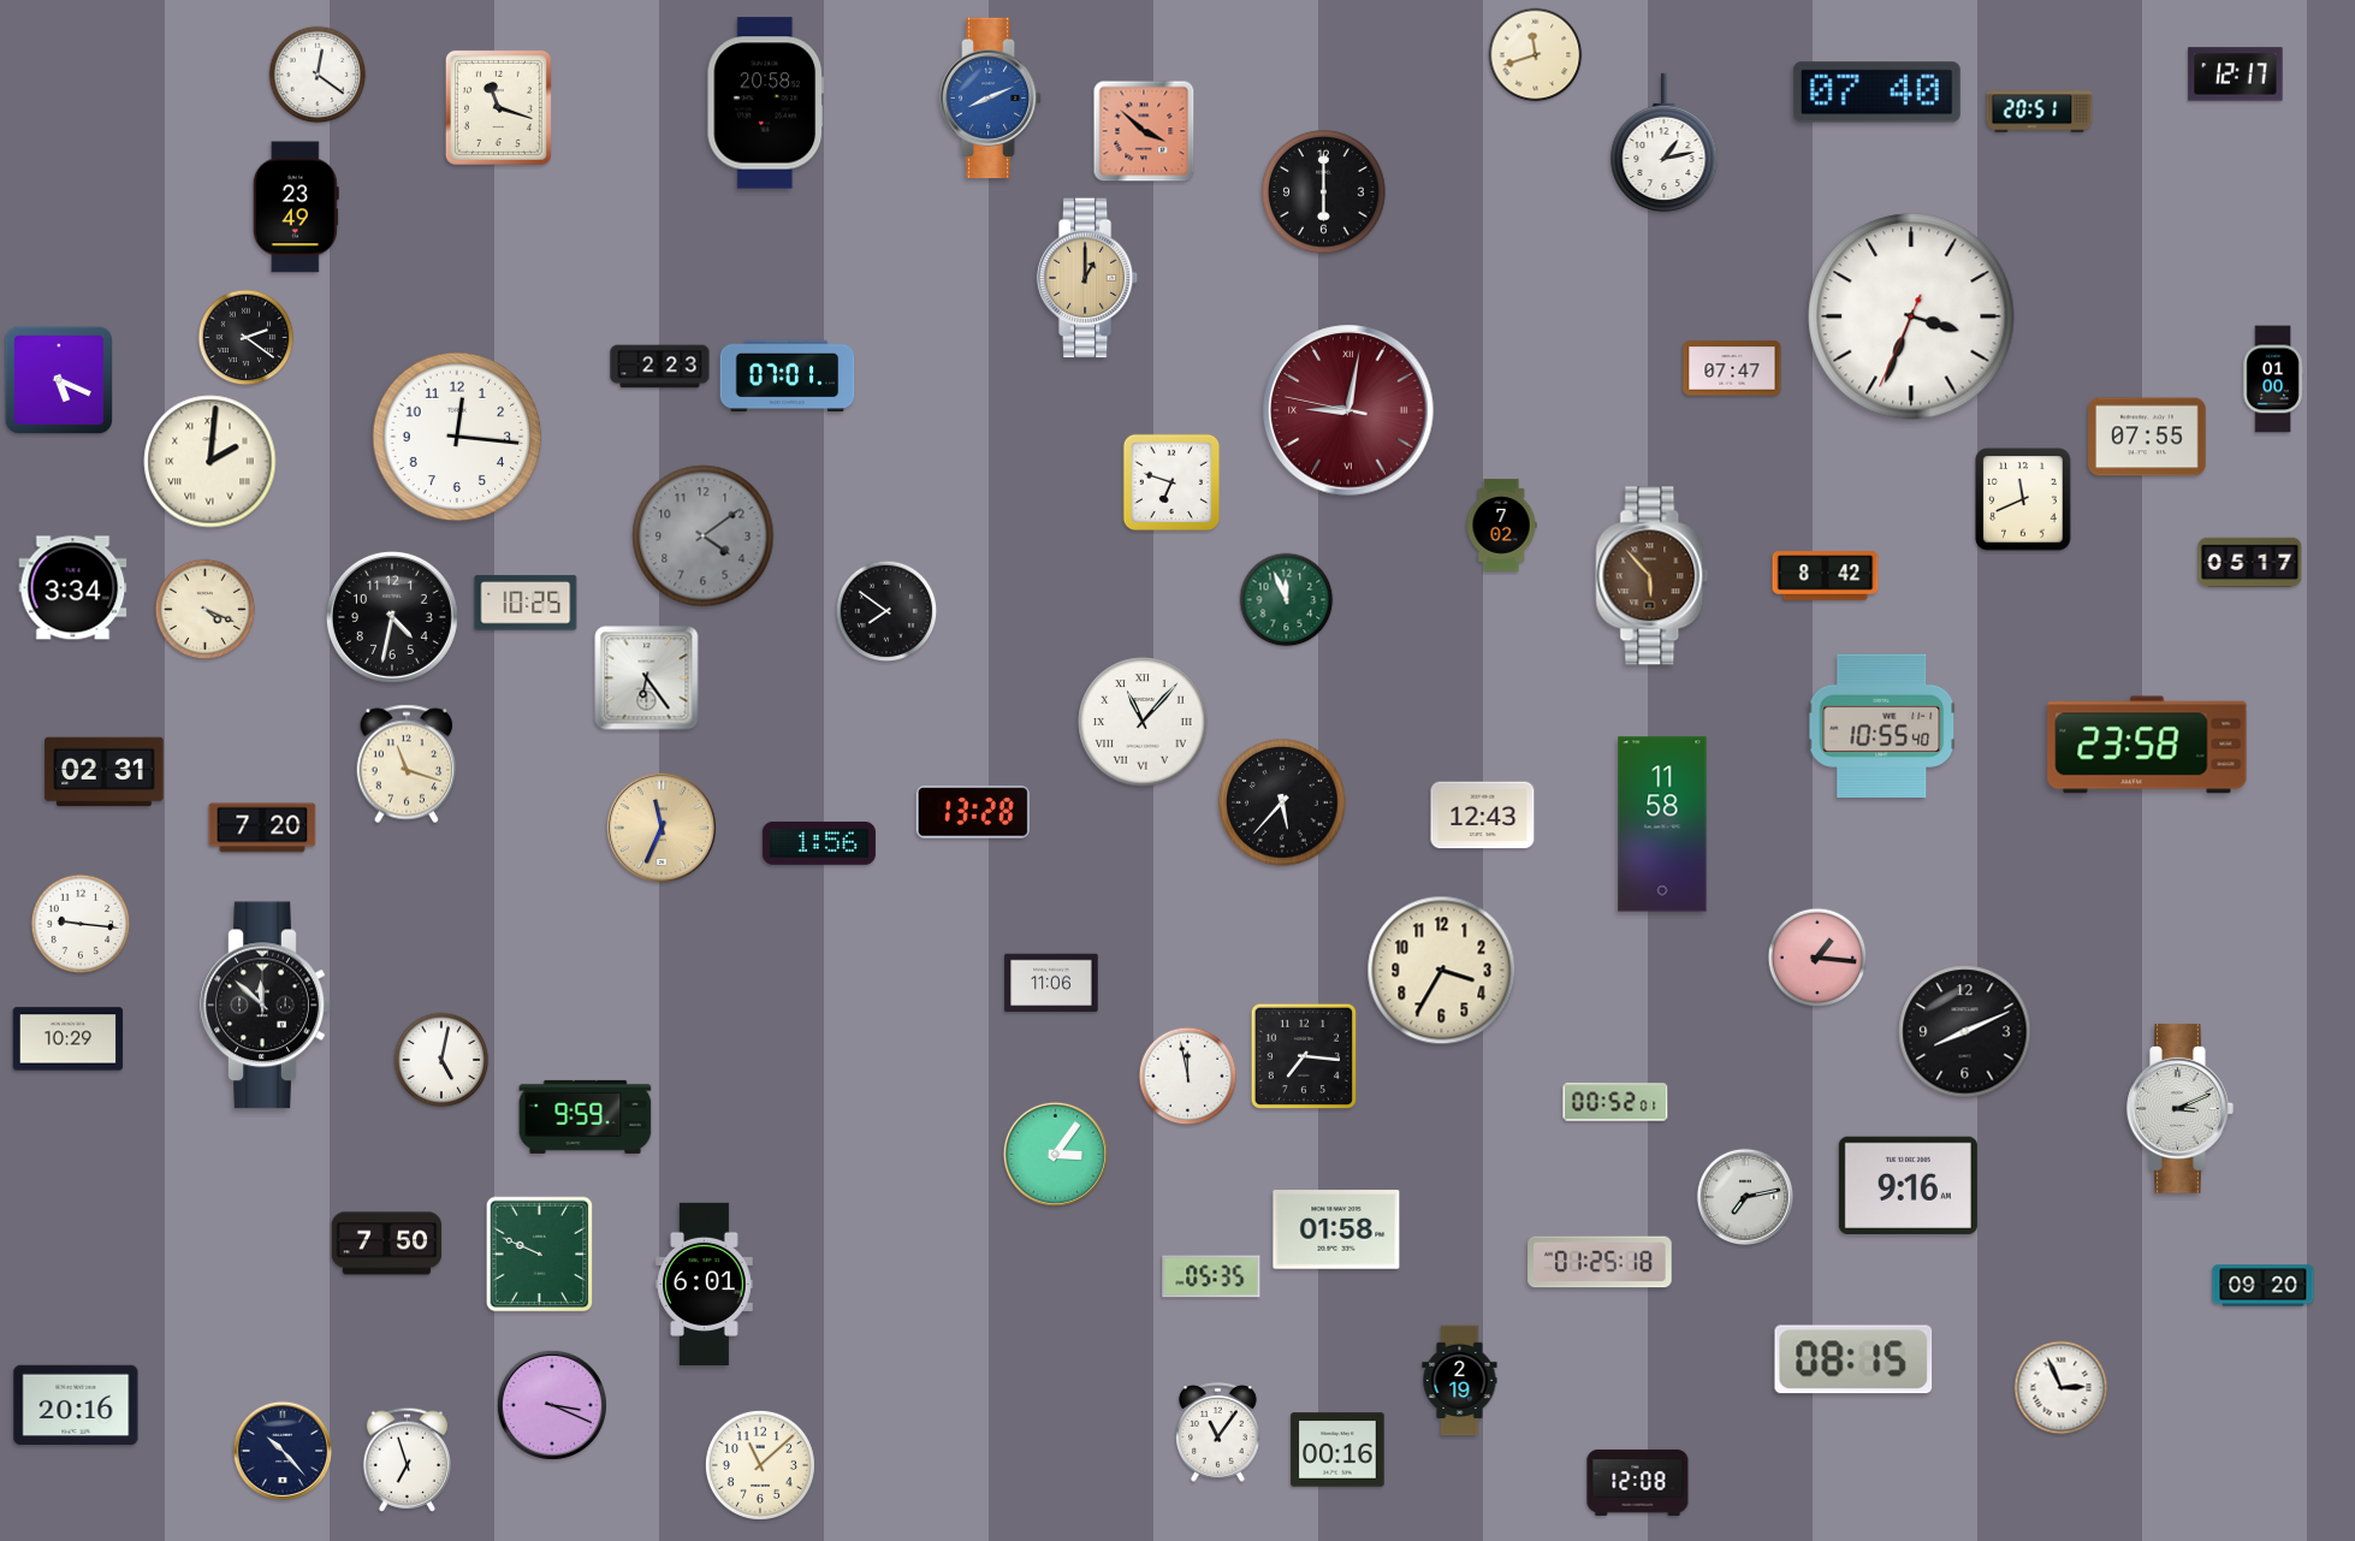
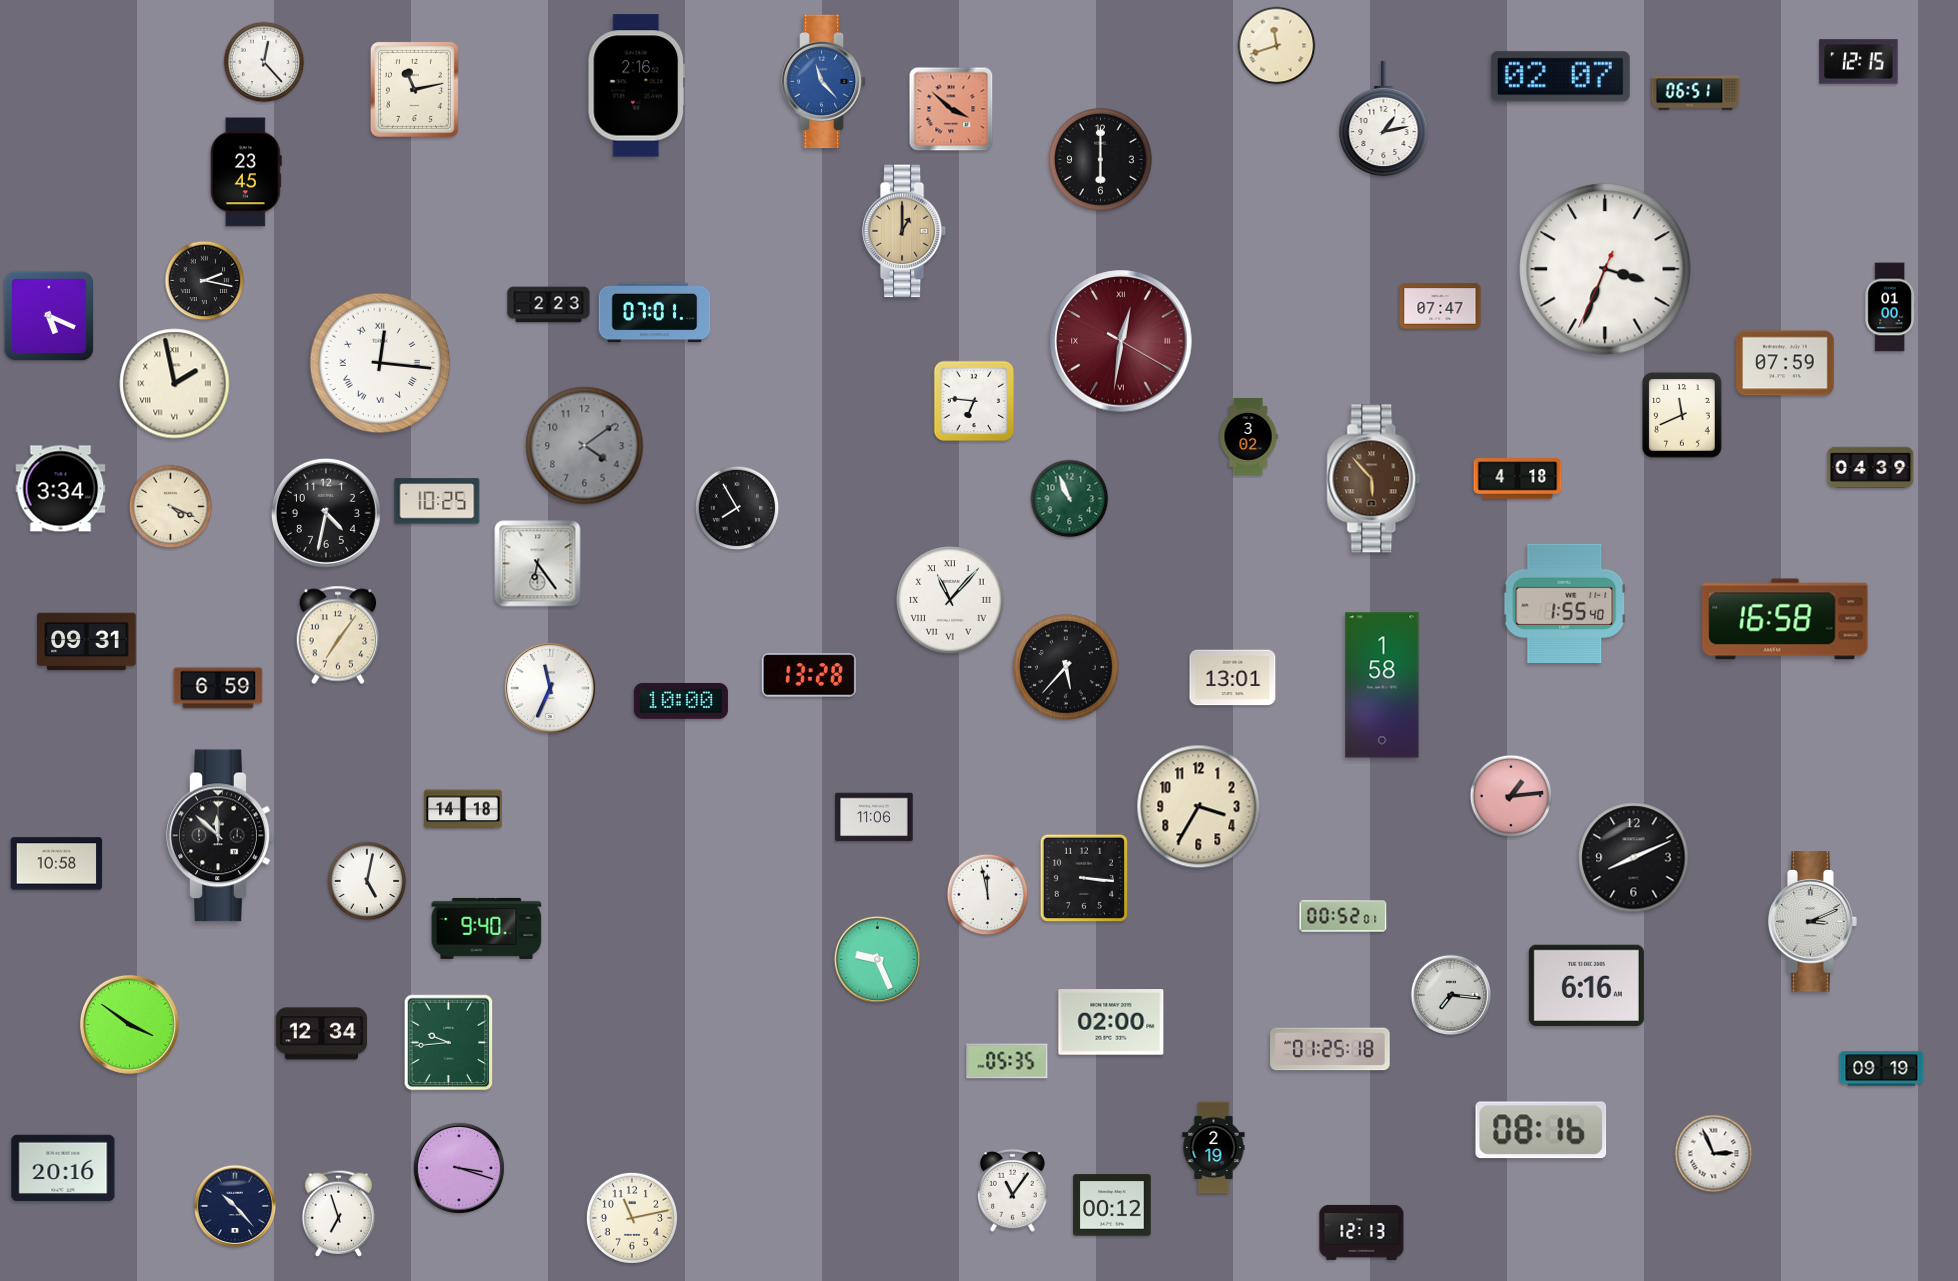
clock at (318, 75): 12:21 -> 12:23
clock at (2236, 75): 12:17 -> 12:15
clock at (1876, 93): 07:40 -> 02:07
clock at (991, 99): 8:11 -> 11:23
clock at (766, 103): 20:58 -> 2:16
clock at (498, 107): 11:18 -> 11:13
clock at (2040, 112): 20:51 -> 06:51
clock at (296, 207): 23:49 -> 23:45
clock at (1911, 316) position: (1911, 316) -> (1605, 269)
clock at (247, 338): 2:21 -> 2:17
clock at (2273, 379) position: (2273, 379) -> (1890, 307)
clock at (1348, 410): 9:01 -> 12:31
clock at (457, 437) numerals: Arabic -> Roman
clock at (2147, 437): 07:55 -> 07:59
clock at (210, 462): 2:01 -> 1:58
clock at (1171, 482): 6:48 -> 6:46
clock at (1501, 526): 7:02 -> 3:02
clock at (2250, 563): 05:17 -> 04:39
clock at (1826, 576): 8:42 -> 4:18
clock at (1287, 600): 11:56 -> 10:56
clock at (886, 611): 7:51 -> 7:55
clock at (1882, 725): 10:55 -> 1:55
clock at (2147, 745): 23:58 -> 16:58
clock at (407, 764): 11:18 -> 7:06
clock at (105, 772): 02:31 -> 09:31
clock at (1483, 816): 12:43 -> 13:01
clock at (1662, 824): 11:58 -> 1:58
clock at (262, 828): 7:20 -> 6:59
clock at (662, 828) dial: champagne -> white
clock at (819, 843): 1:56 -> 10:00
clock at (81, 924): 9:16 -> none
clock at (1817, 958): 1:16 -> 1:14
clock at (463, 809): none -> 14:18
clock at (69, 1039): 10:29 -> 10:58
clock at (1303, 1055): 7:16 -> 3:16
clock at (586, 1116): 9:59 -> 9:40
clock at (1055, 1154): 3:06 -> 9:26
clock at (1908, 1185): 9:16 -> 6:16
clock at (1744, 1196): 7:13 -> 7:16
clock at (1336, 1229): 01:58 -> 02:00
clock at (129, 1024): none -> 3:51
clock at (387, 1244): 7:50 -> 12:34
clock at (540, 1255): 9:49 -> 9:44
clock at (705, 1284): 6:01 -> none
clock at (2264, 1286): 09:20 -> 09:19
clock at (1853, 1359): 08:15 -> 08:16
clock at (552, 1405): 3:19 -> 3:18
clock at (1337, 1450): 00:16 -> 00:12
clock at (760, 1465): 11:08 -> 11:13
clock at (1638, 1482): 12:08 -> 12:13
